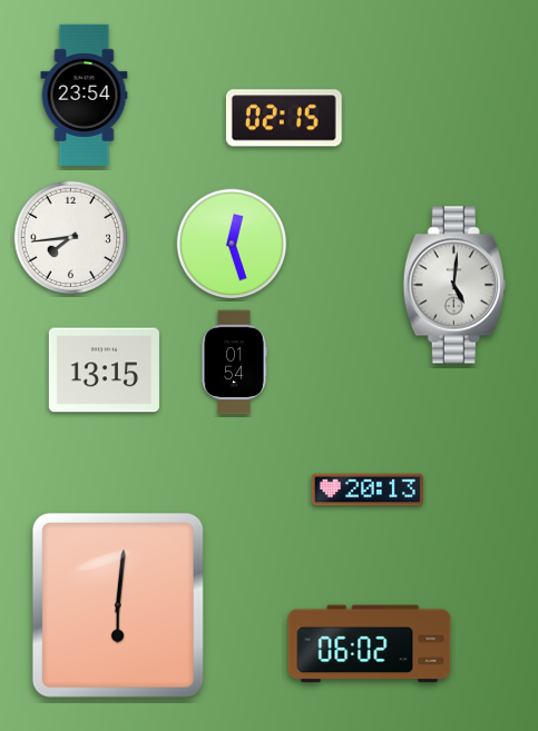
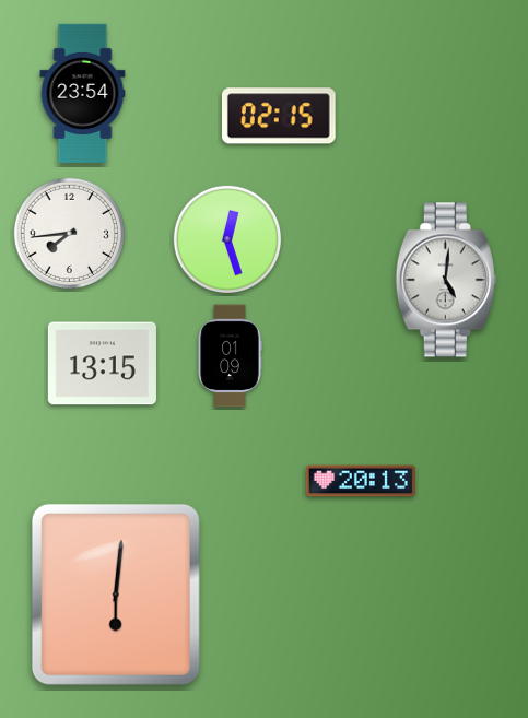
clock at (234, 363): 01:54 -> 01:09
clock at (370, 644): 06:02 -> none
